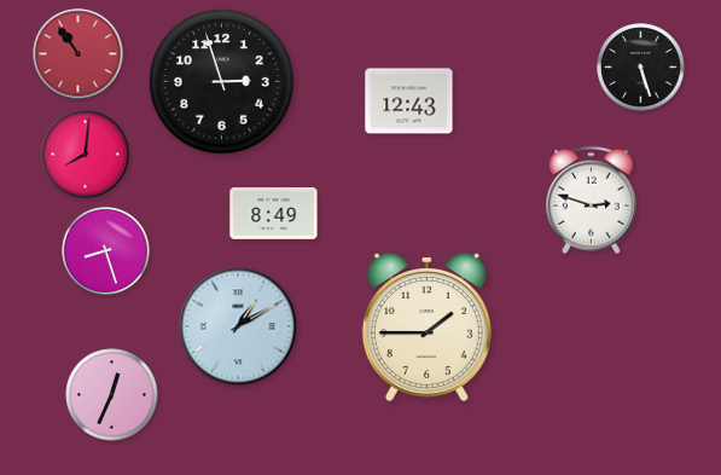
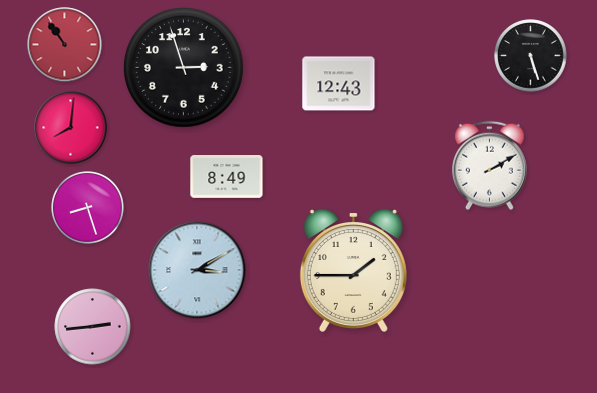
clock at (591, 201): 2:48 -> 2:10
clock at (238, 326): 1:10 -> 3:10
clock at (112, 395): 12:34 -> 2:44
